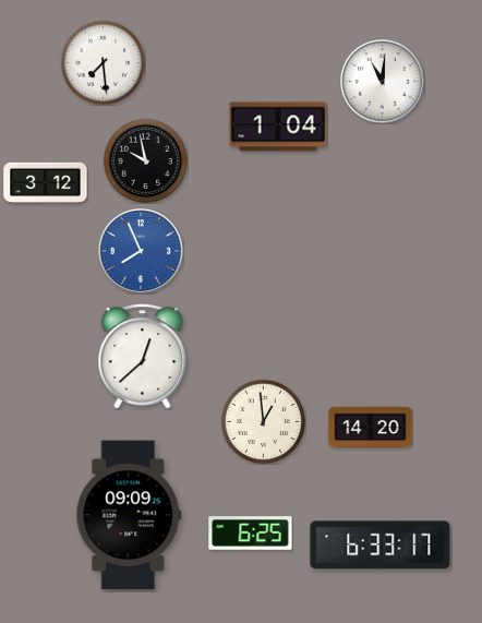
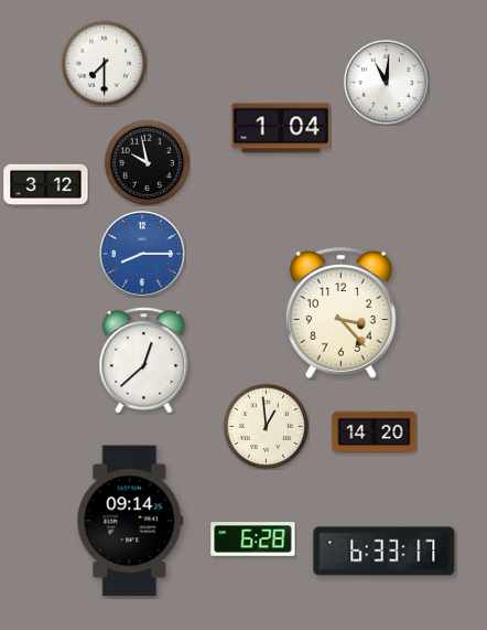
clock at (103, 62): 7:29 -> 7:30
clock at (141, 251): 7:56 -> 8:15
clock at (340, 312): none -> 3:23
clock at (129, 515): 09:09 -> 09:14
clock at (251, 534): 6:25 -> 6:28
